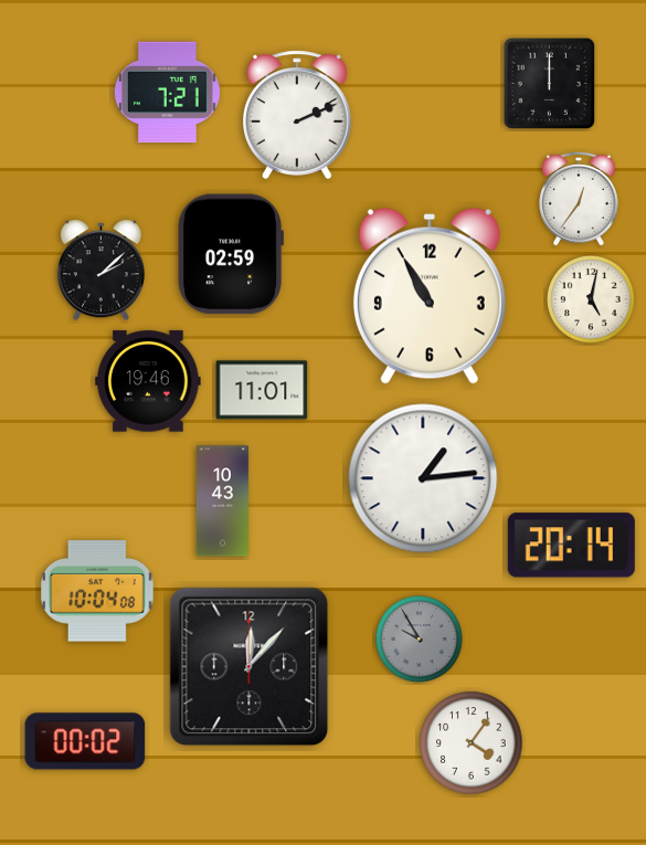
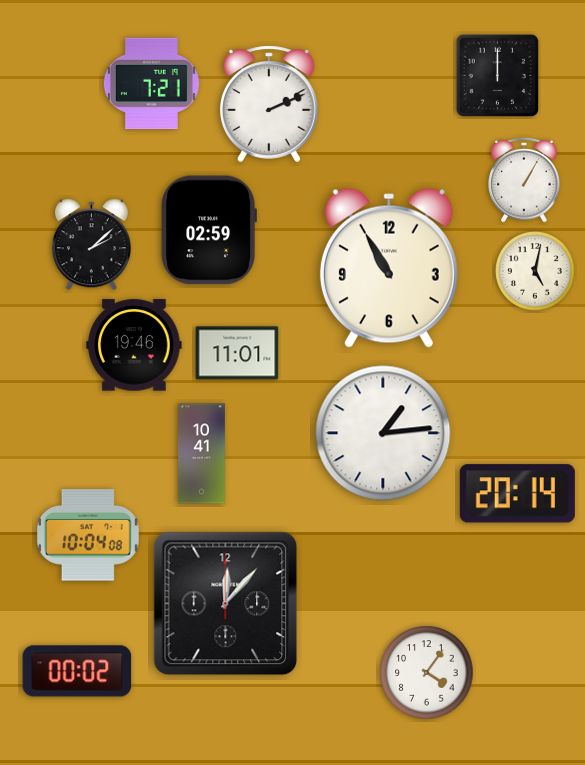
clock at (579, 199): 12:36 -> 1:05
clock at (222, 501): 10:43 -> 10:41
clock at (420, 640): 9:55 -> none
